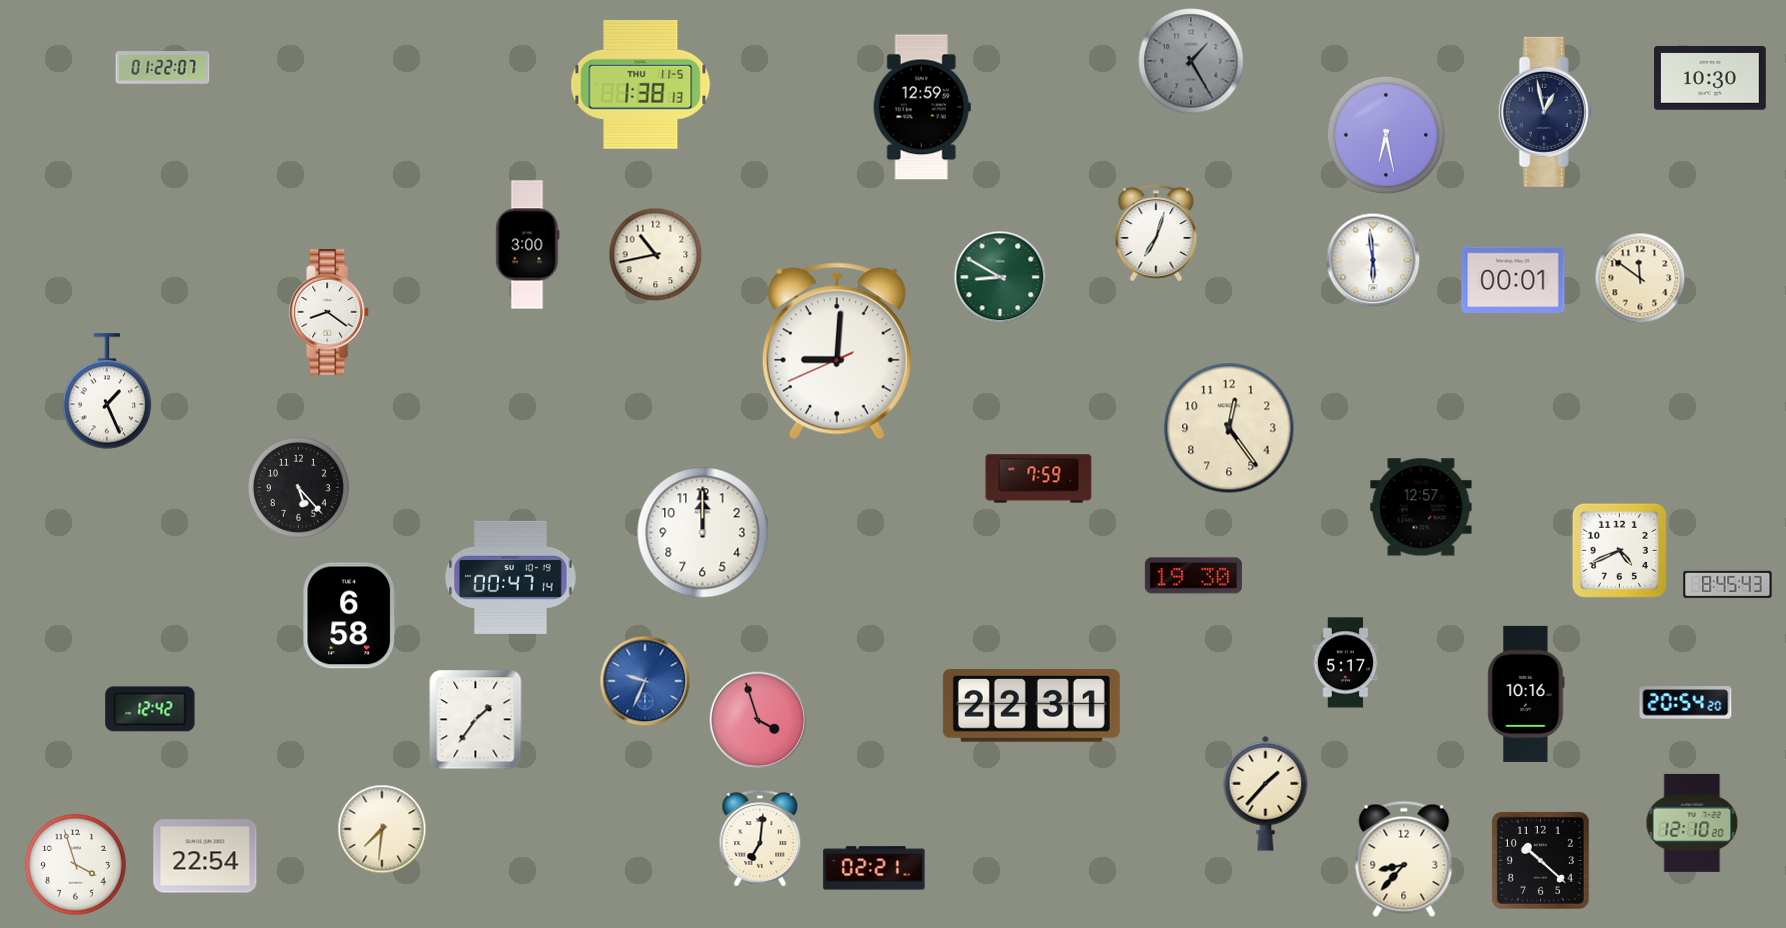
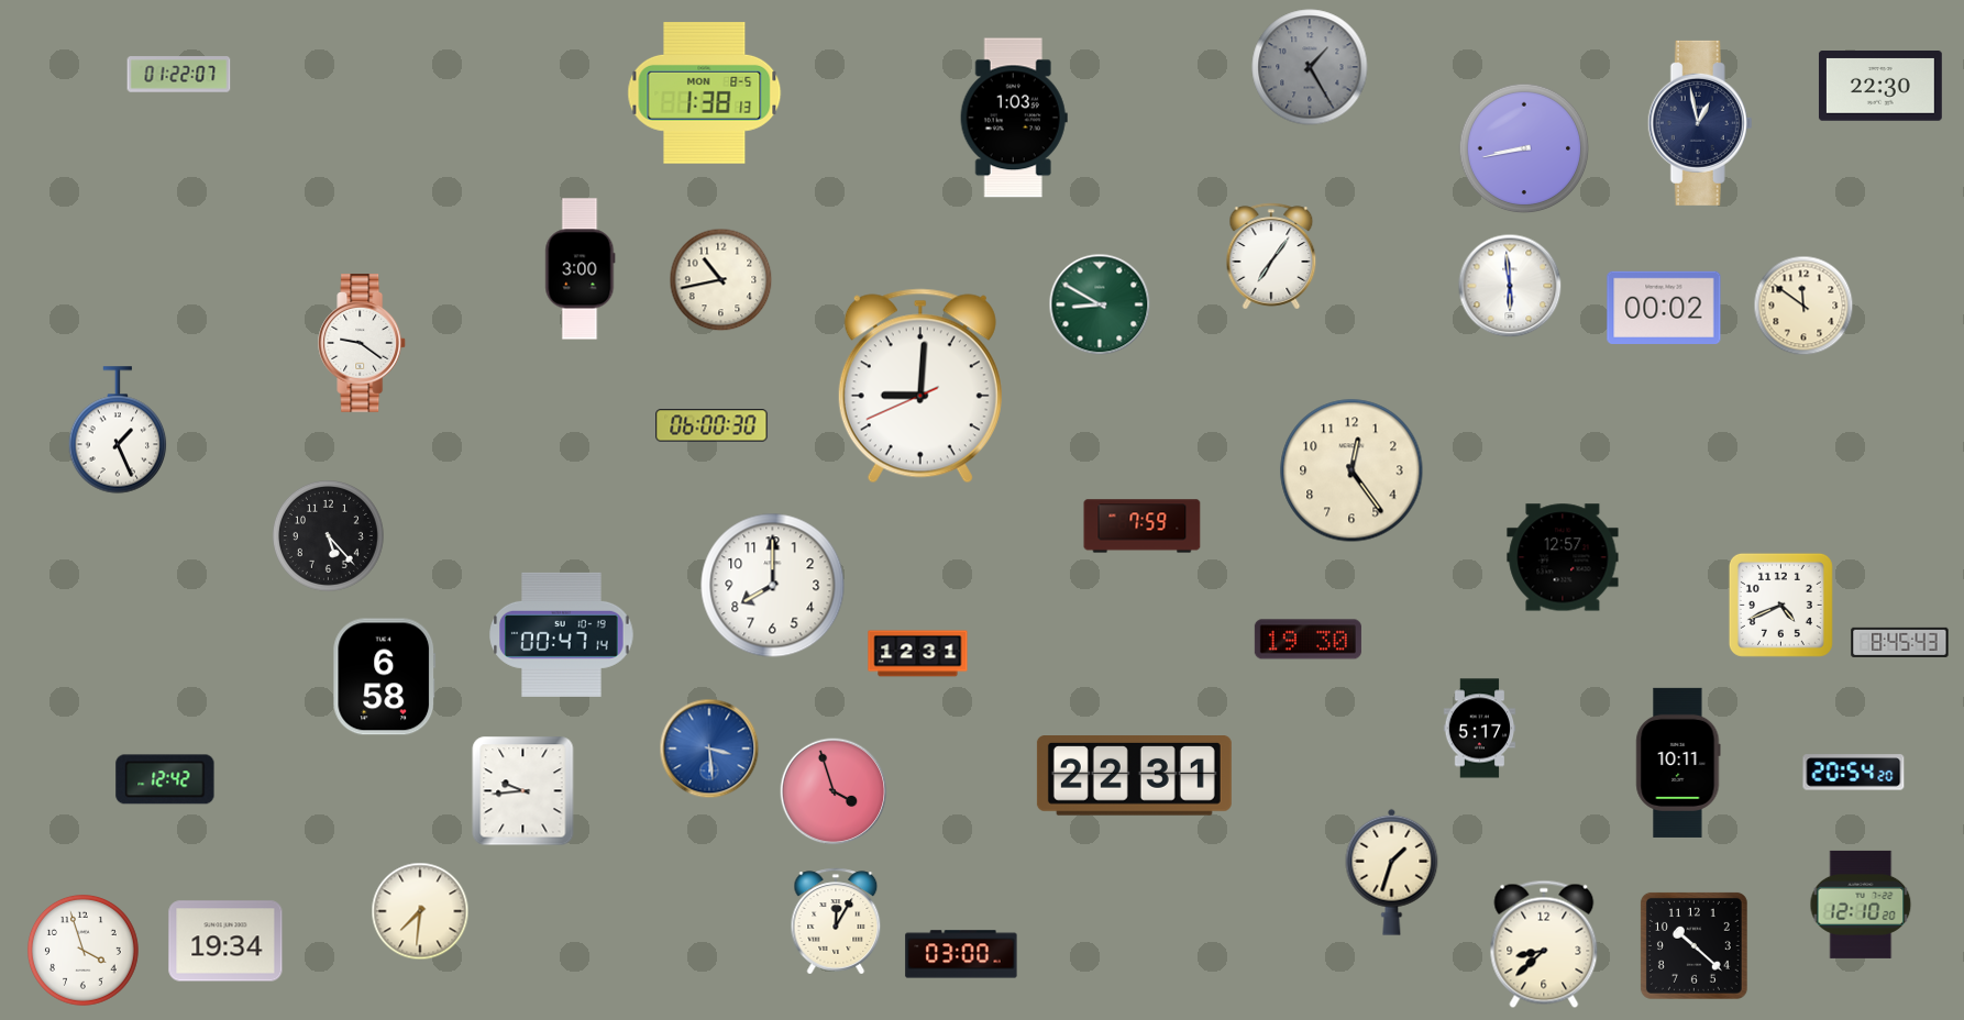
clock at (1710, 79): 10:30 -> 22:30
clock at (641, 84) date: THU 11-5 -> MON 8-5
clock at (922, 107): 12:59 -> 1:03
clock at (1386, 135): 6:28 -> 8:43
clock at (1156, 233): 7:03 -> 7:06
clock at (1513, 280): 00:01 -> 00:02
clock at (330, 312): 8:21 -> 9:21
clock at (711, 425): none -> 06:00
clock at (703, 533): 12:00 -> 8:00
clock at (1193, 576) position: (1193, 576) -> (1308, 640)
clock at (918, 654): none -> 12:31
clock at (645, 681): 9:34 -> 3:29
clock at (1526, 694): 10:16 -> 10:11
clock at (476, 720): 1:36 -> 9:44
clock at (1266, 793): 1:37 -> 1:33
clock at (760, 838): 7:01 -> 12:05
clock at (205, 856): 22:54 -> 19:34
clock at (1404, 859): 8:37 -> 8:38
clock at (874, 868): 02:21 -> 03:00
